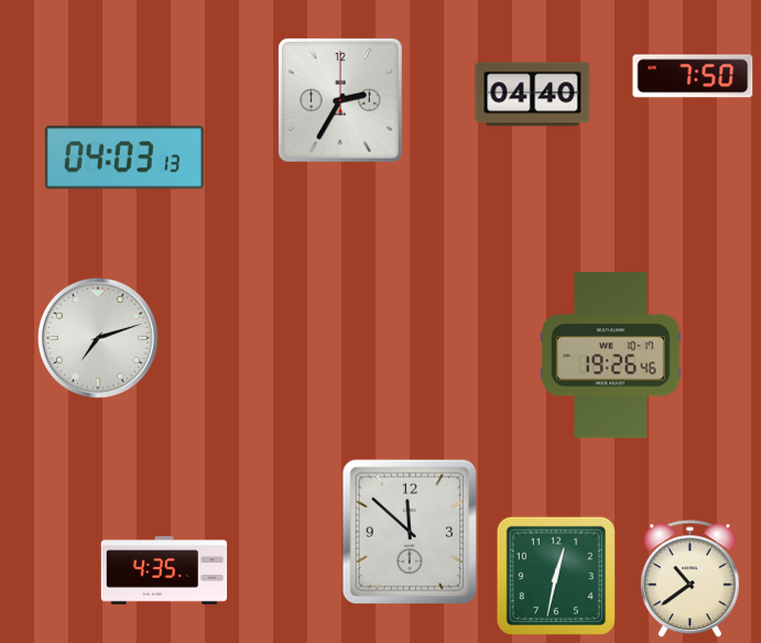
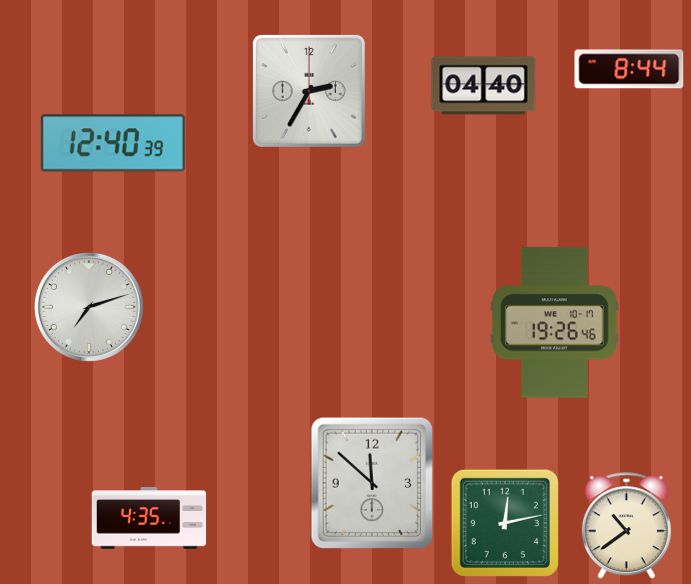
clock at (693, 76): 7:50 -> 8:44
clock at (124, 157): 04:03 -> 12:40
clock at (556, 576): 12:32 -> 12:13
